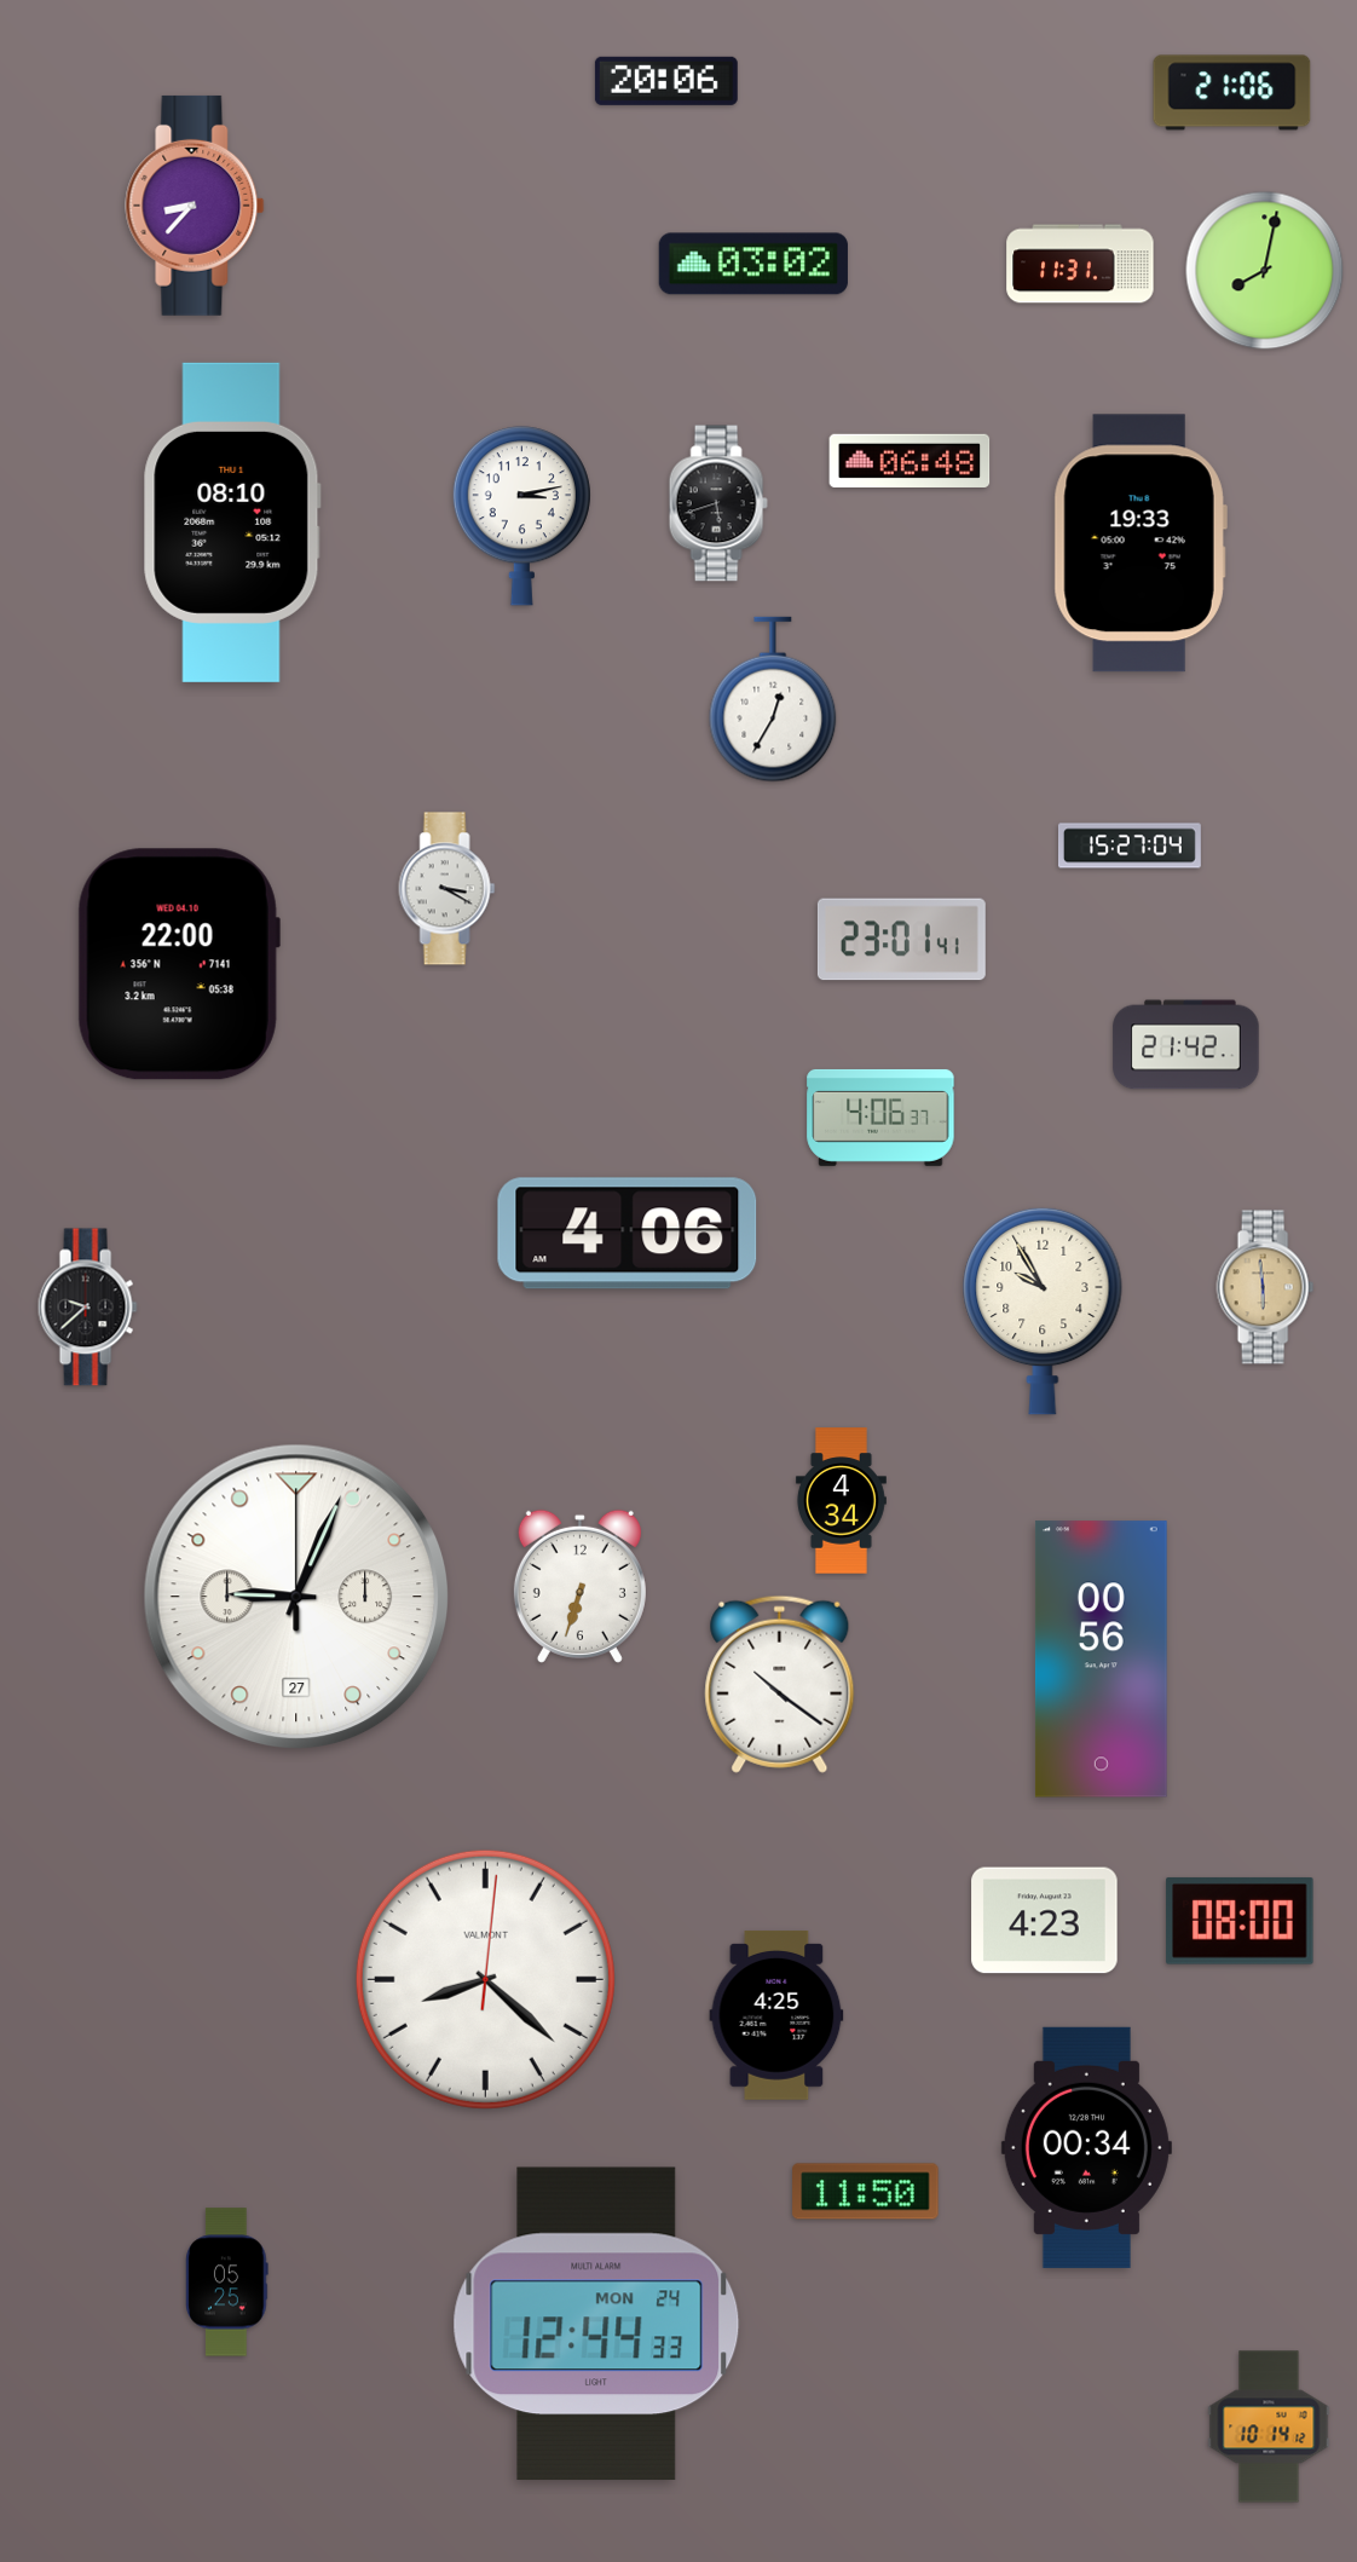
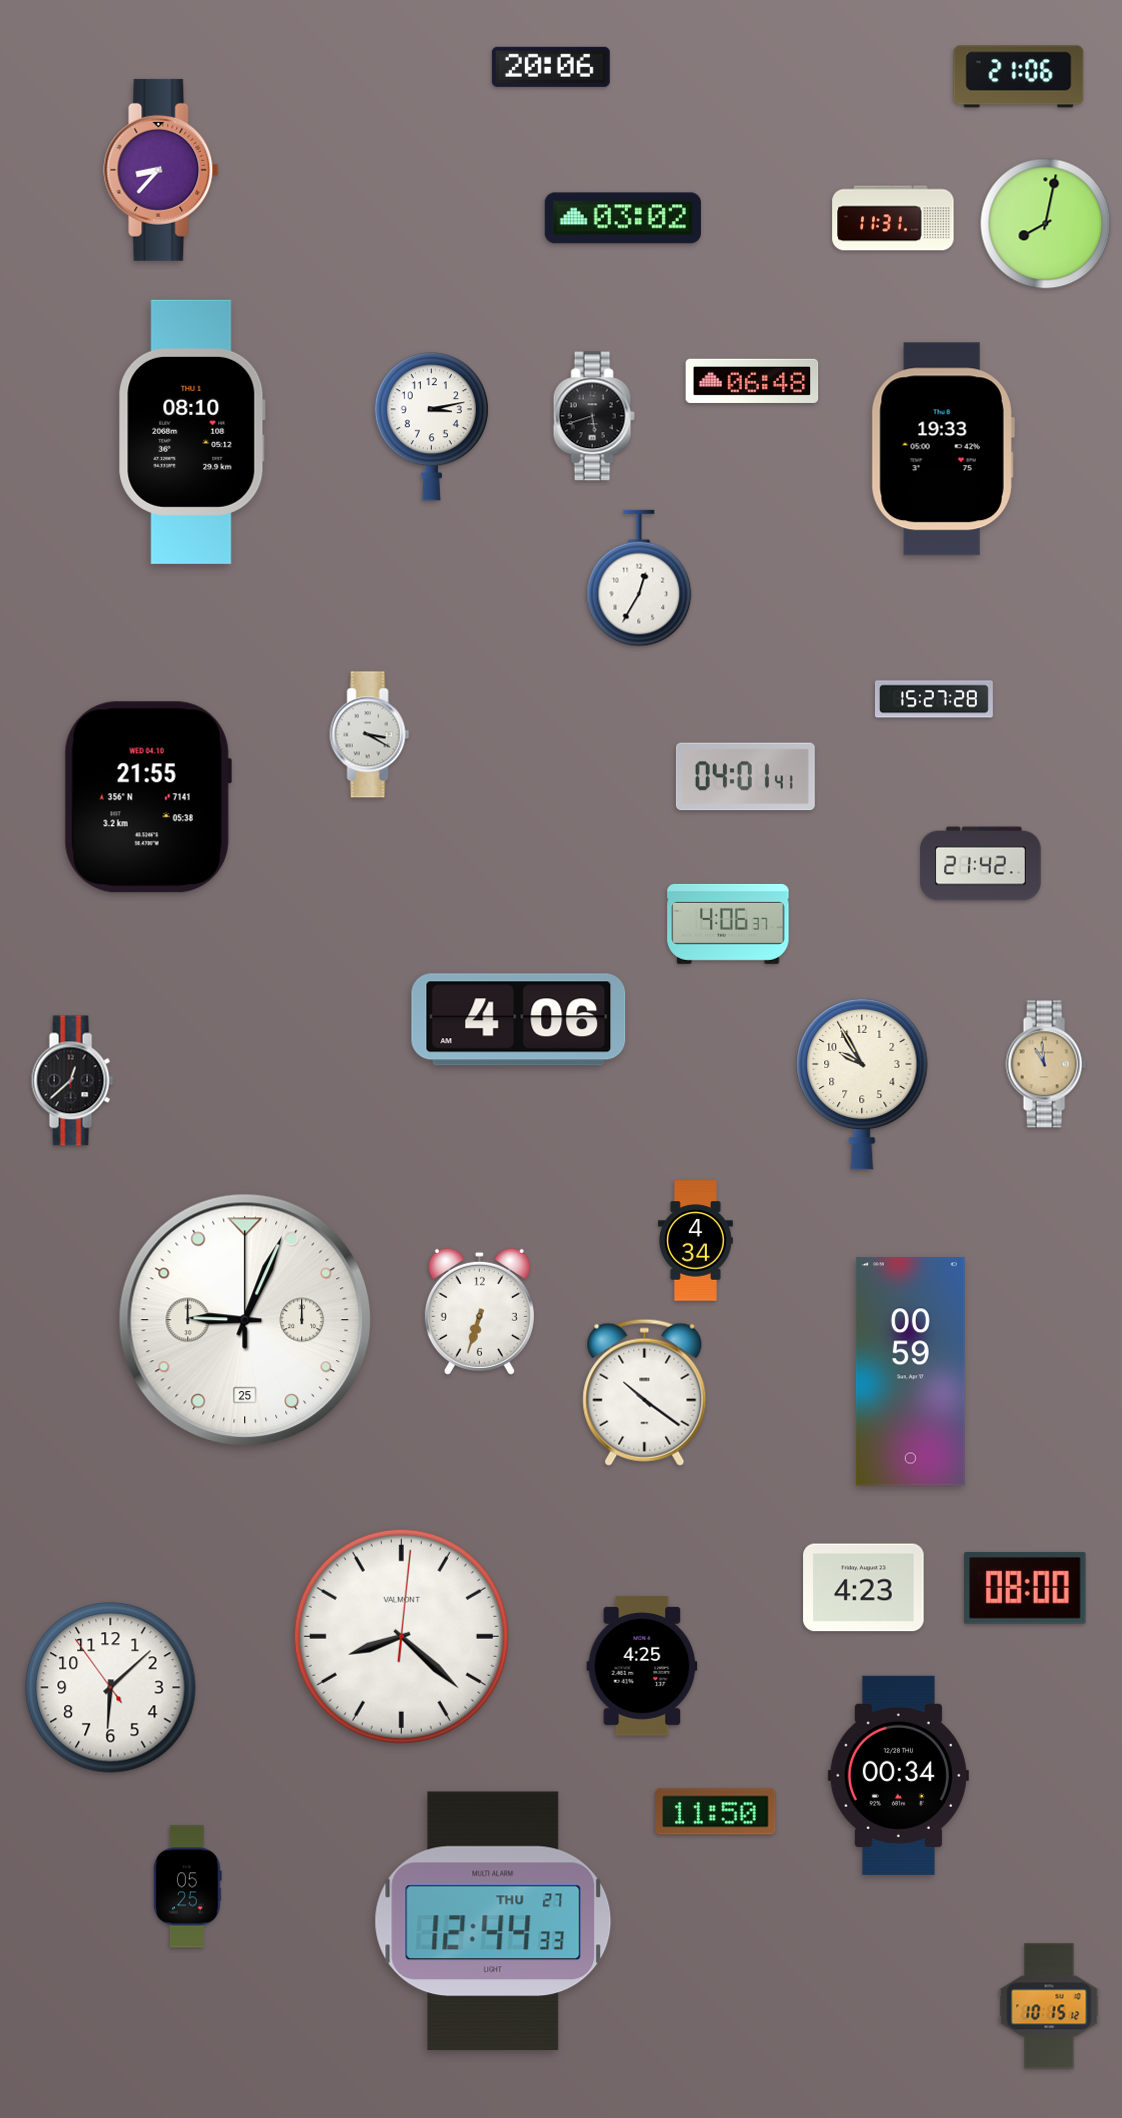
clock at (1130, 846): 15:27:04 -> 15:27:28
clock at (901, 940): 23:01 -> 04:01
clock at (179, 964): 22:00 -> 21:55
clock at (1265, 1287): 5:59 -> 10:59
clock at (87, 1308): 9:38 -> 12:38
clock at (295, 1596) date: 27 -> 25
clock at (1101, 1660): 00:56 -> 00:59
clock at (111, 1688): none -> 6:07
clock at (596, 2324) date: MON 24 -> THU 27
clock at (1269, 2427): 10:14 -> 10:15
